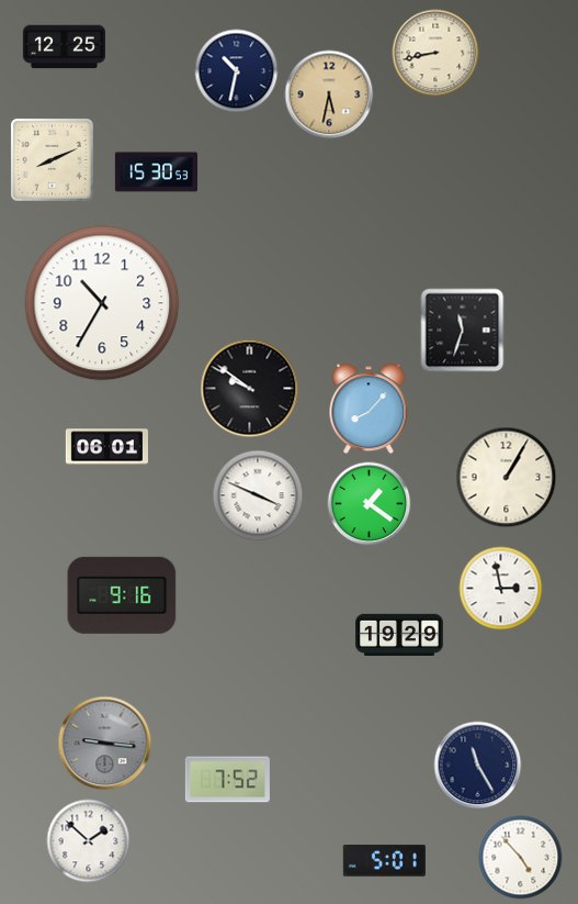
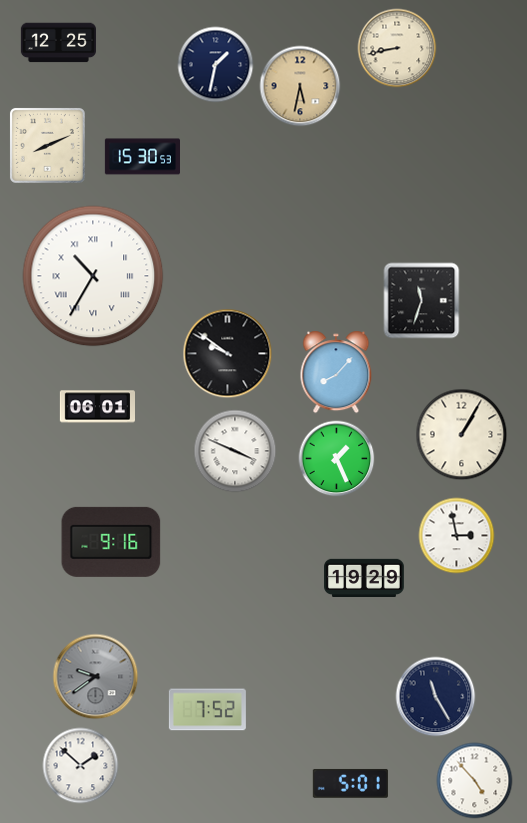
clock at (237, 71): 10:32 -> 1:32
clock at (102, 303) numerals: Arabic -> Roman
clock at (370, 504): 1:21 -> 1:26
clock at (105, 744): 9:16 -> 9:39
